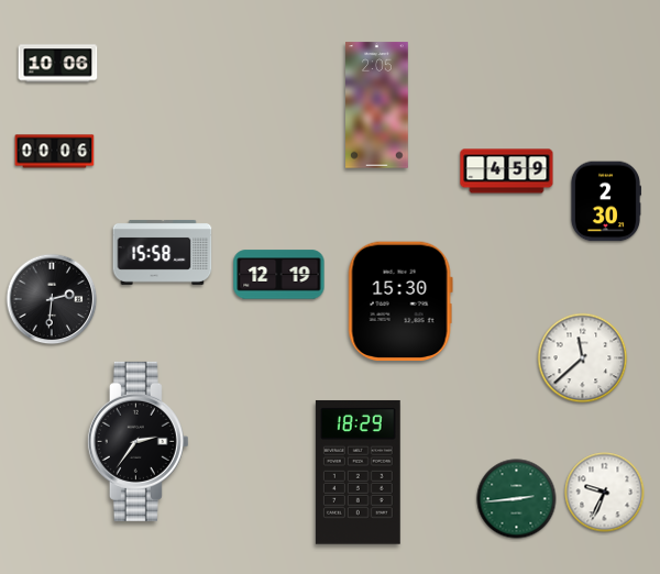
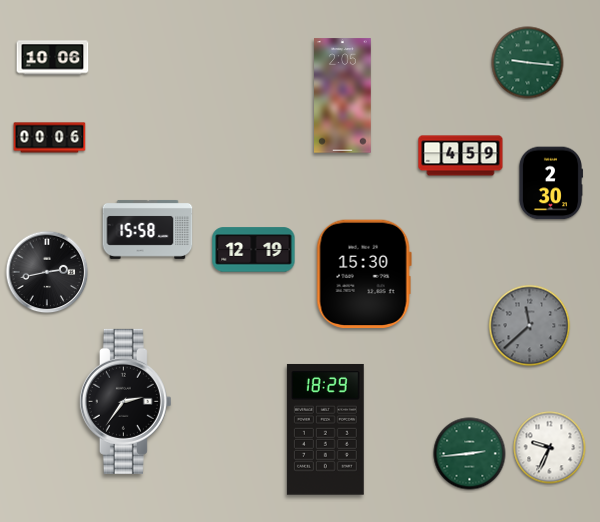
clock at (528, 63): none -> 9:16
clock at (52, 299): 2:31 -> 2:43
clock at (583, 358) dial: white -> grey
